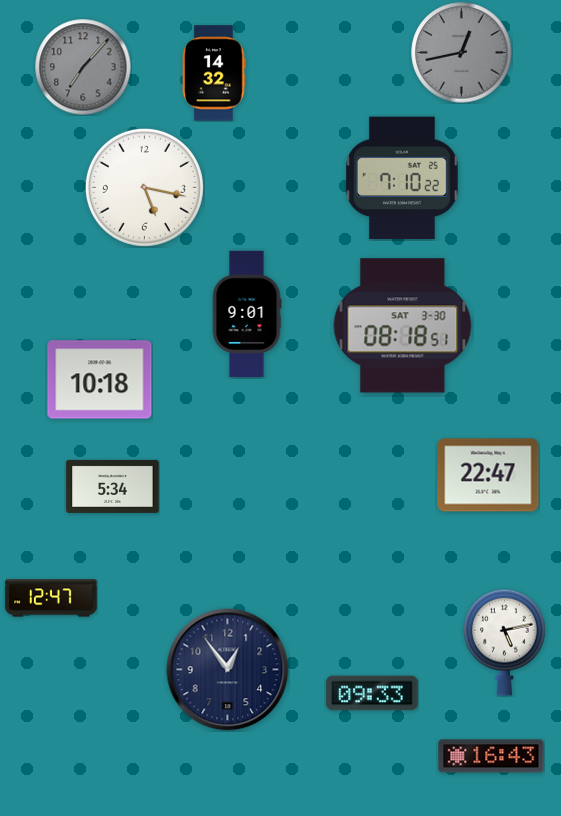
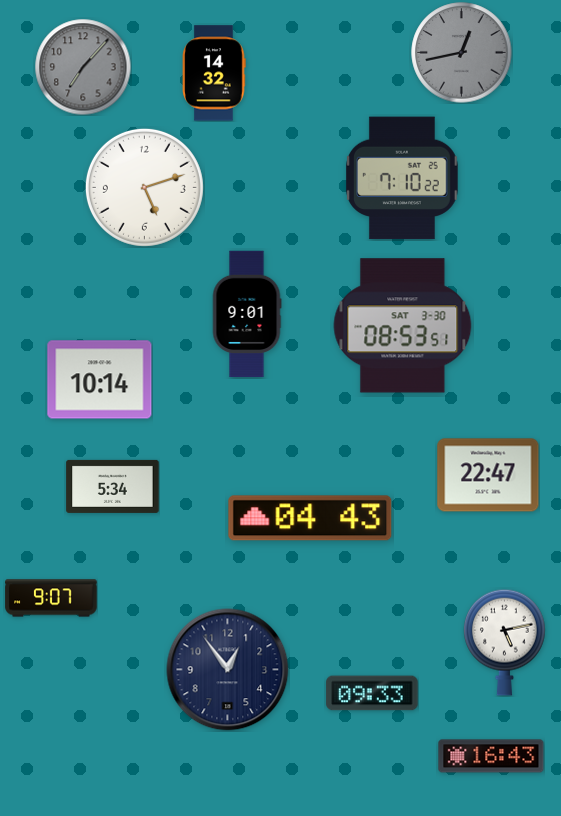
clock at (144, 187): 5:17 -> 5:12
clock at (403, 326): 08:18 -> 08:53
clock at (100, 380): 10:18 -> 10:14
clock at (310, 518): none -> 04:43
clock at (51, 598): 12:47 -> 9:07
